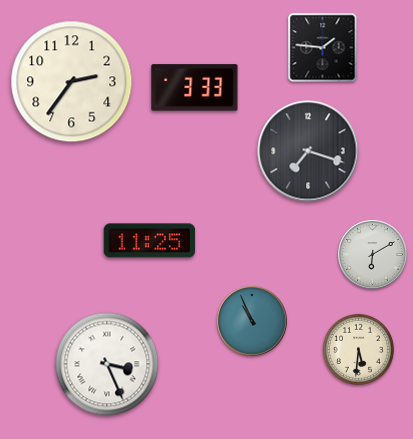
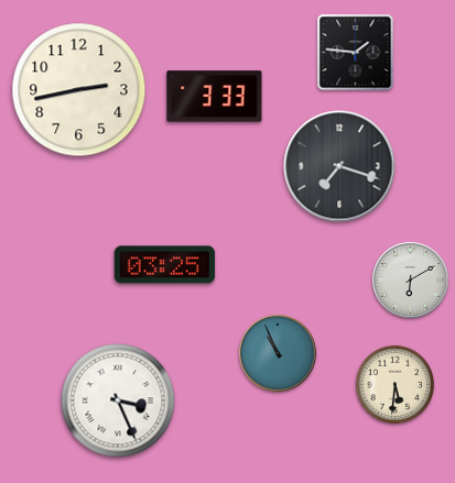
clock at (72, 82): 2:36 -> 2:43
clock at (150, 241): 11:25 -> 03:25
